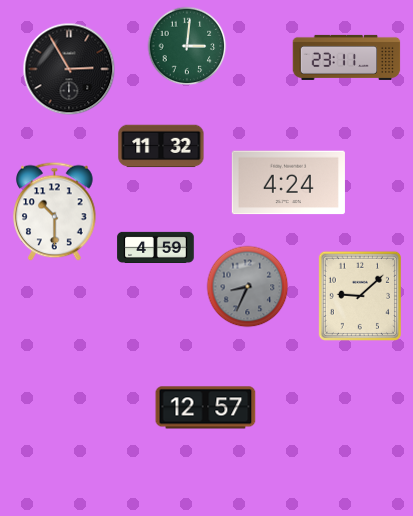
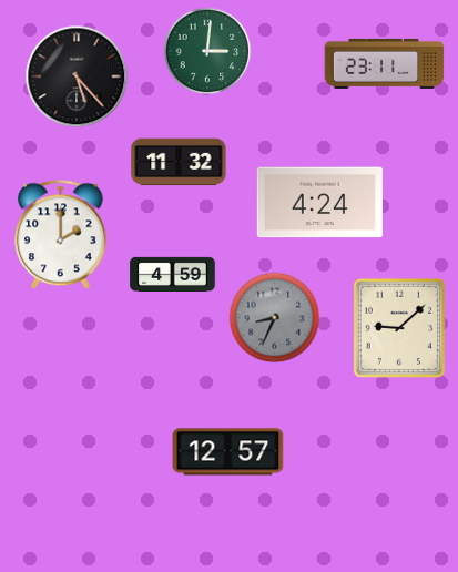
clock at (69, 69): 2:55 -> 5:23
clock at (55, 211): 10:30 -> 2:00
